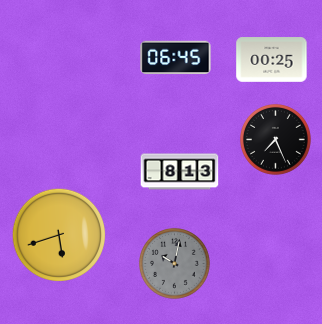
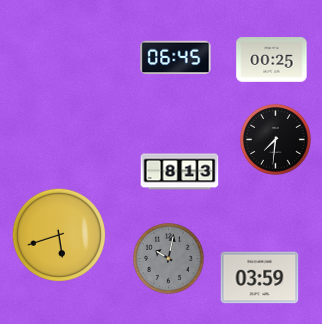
clock at (276, 140): 7:26 -> 7:31
clock at (175, 264) position: (175, 264) -> (169, 259)
clock at (260, 278): none -> 03:59
